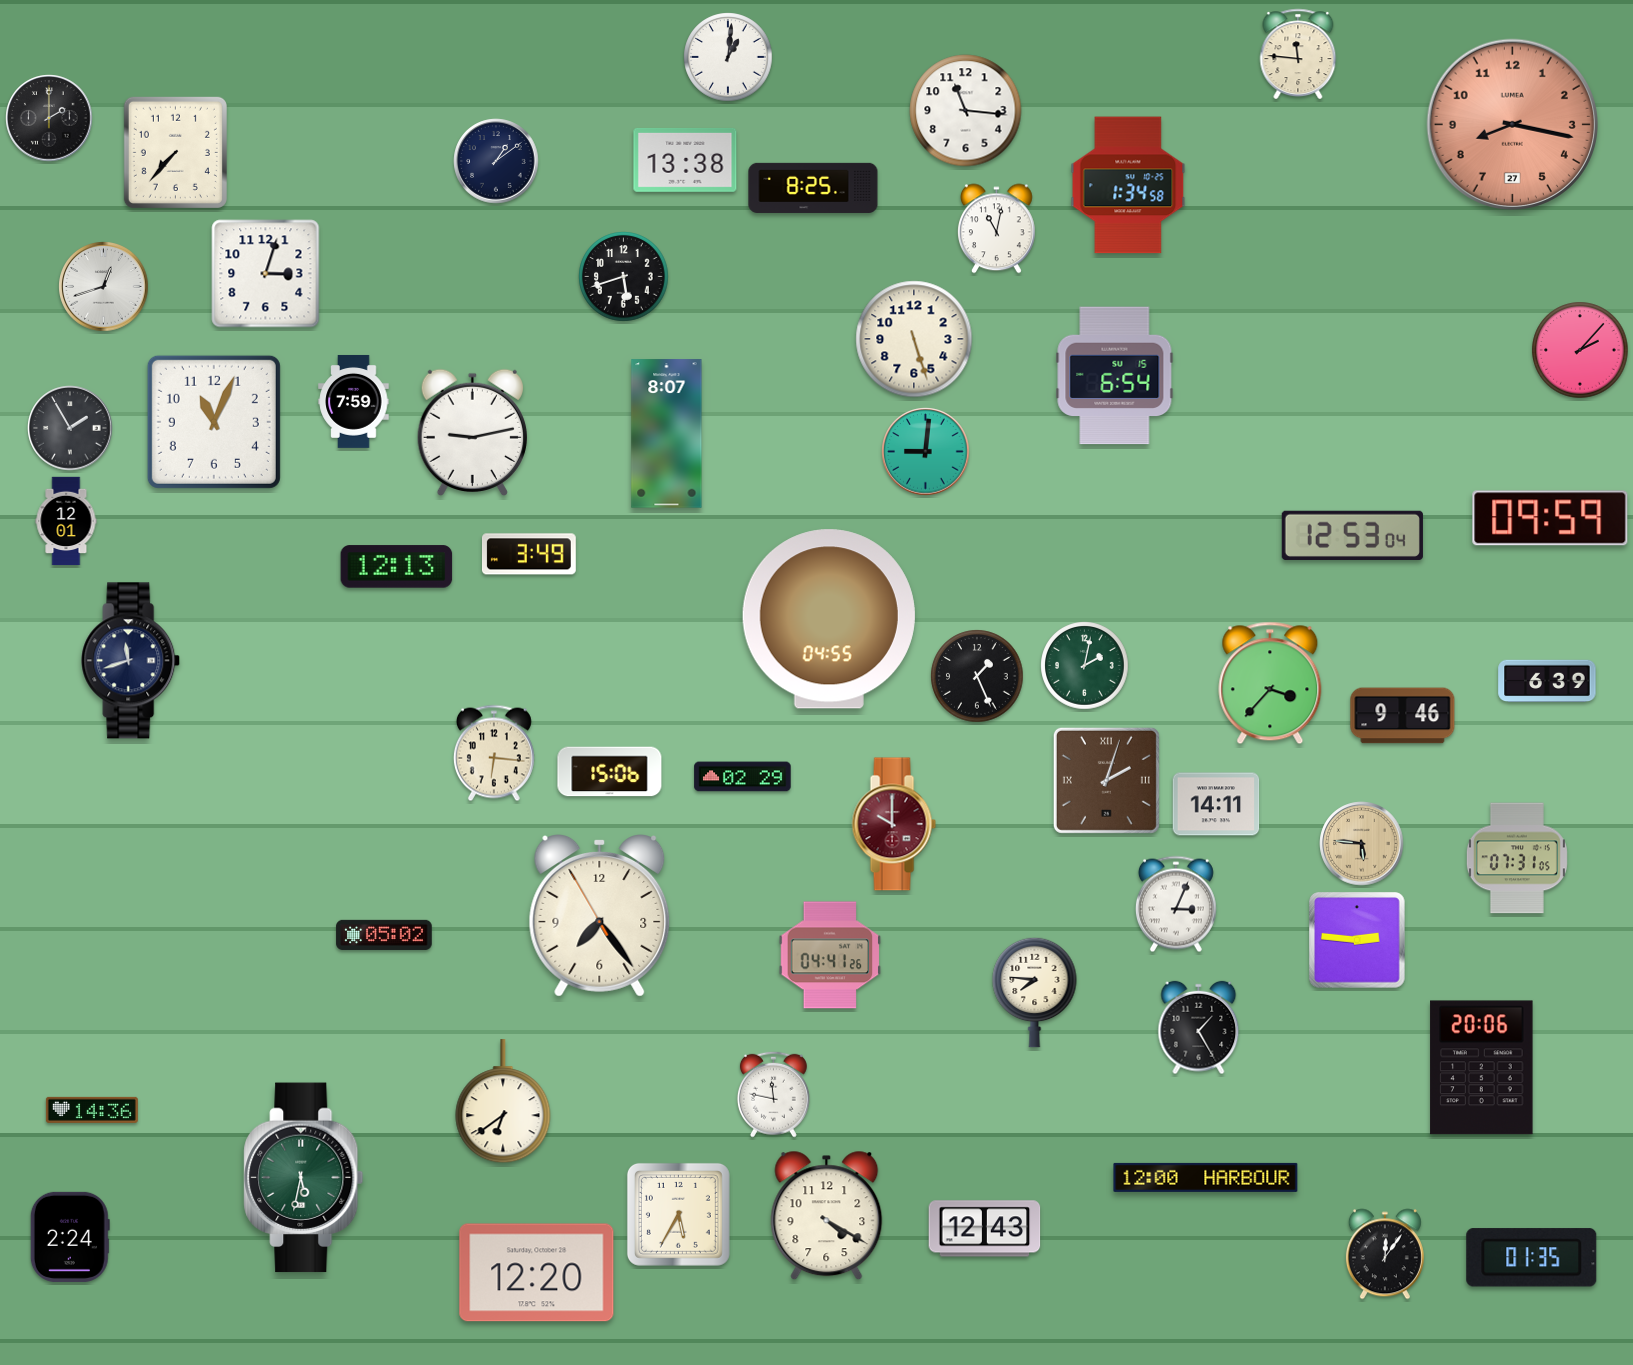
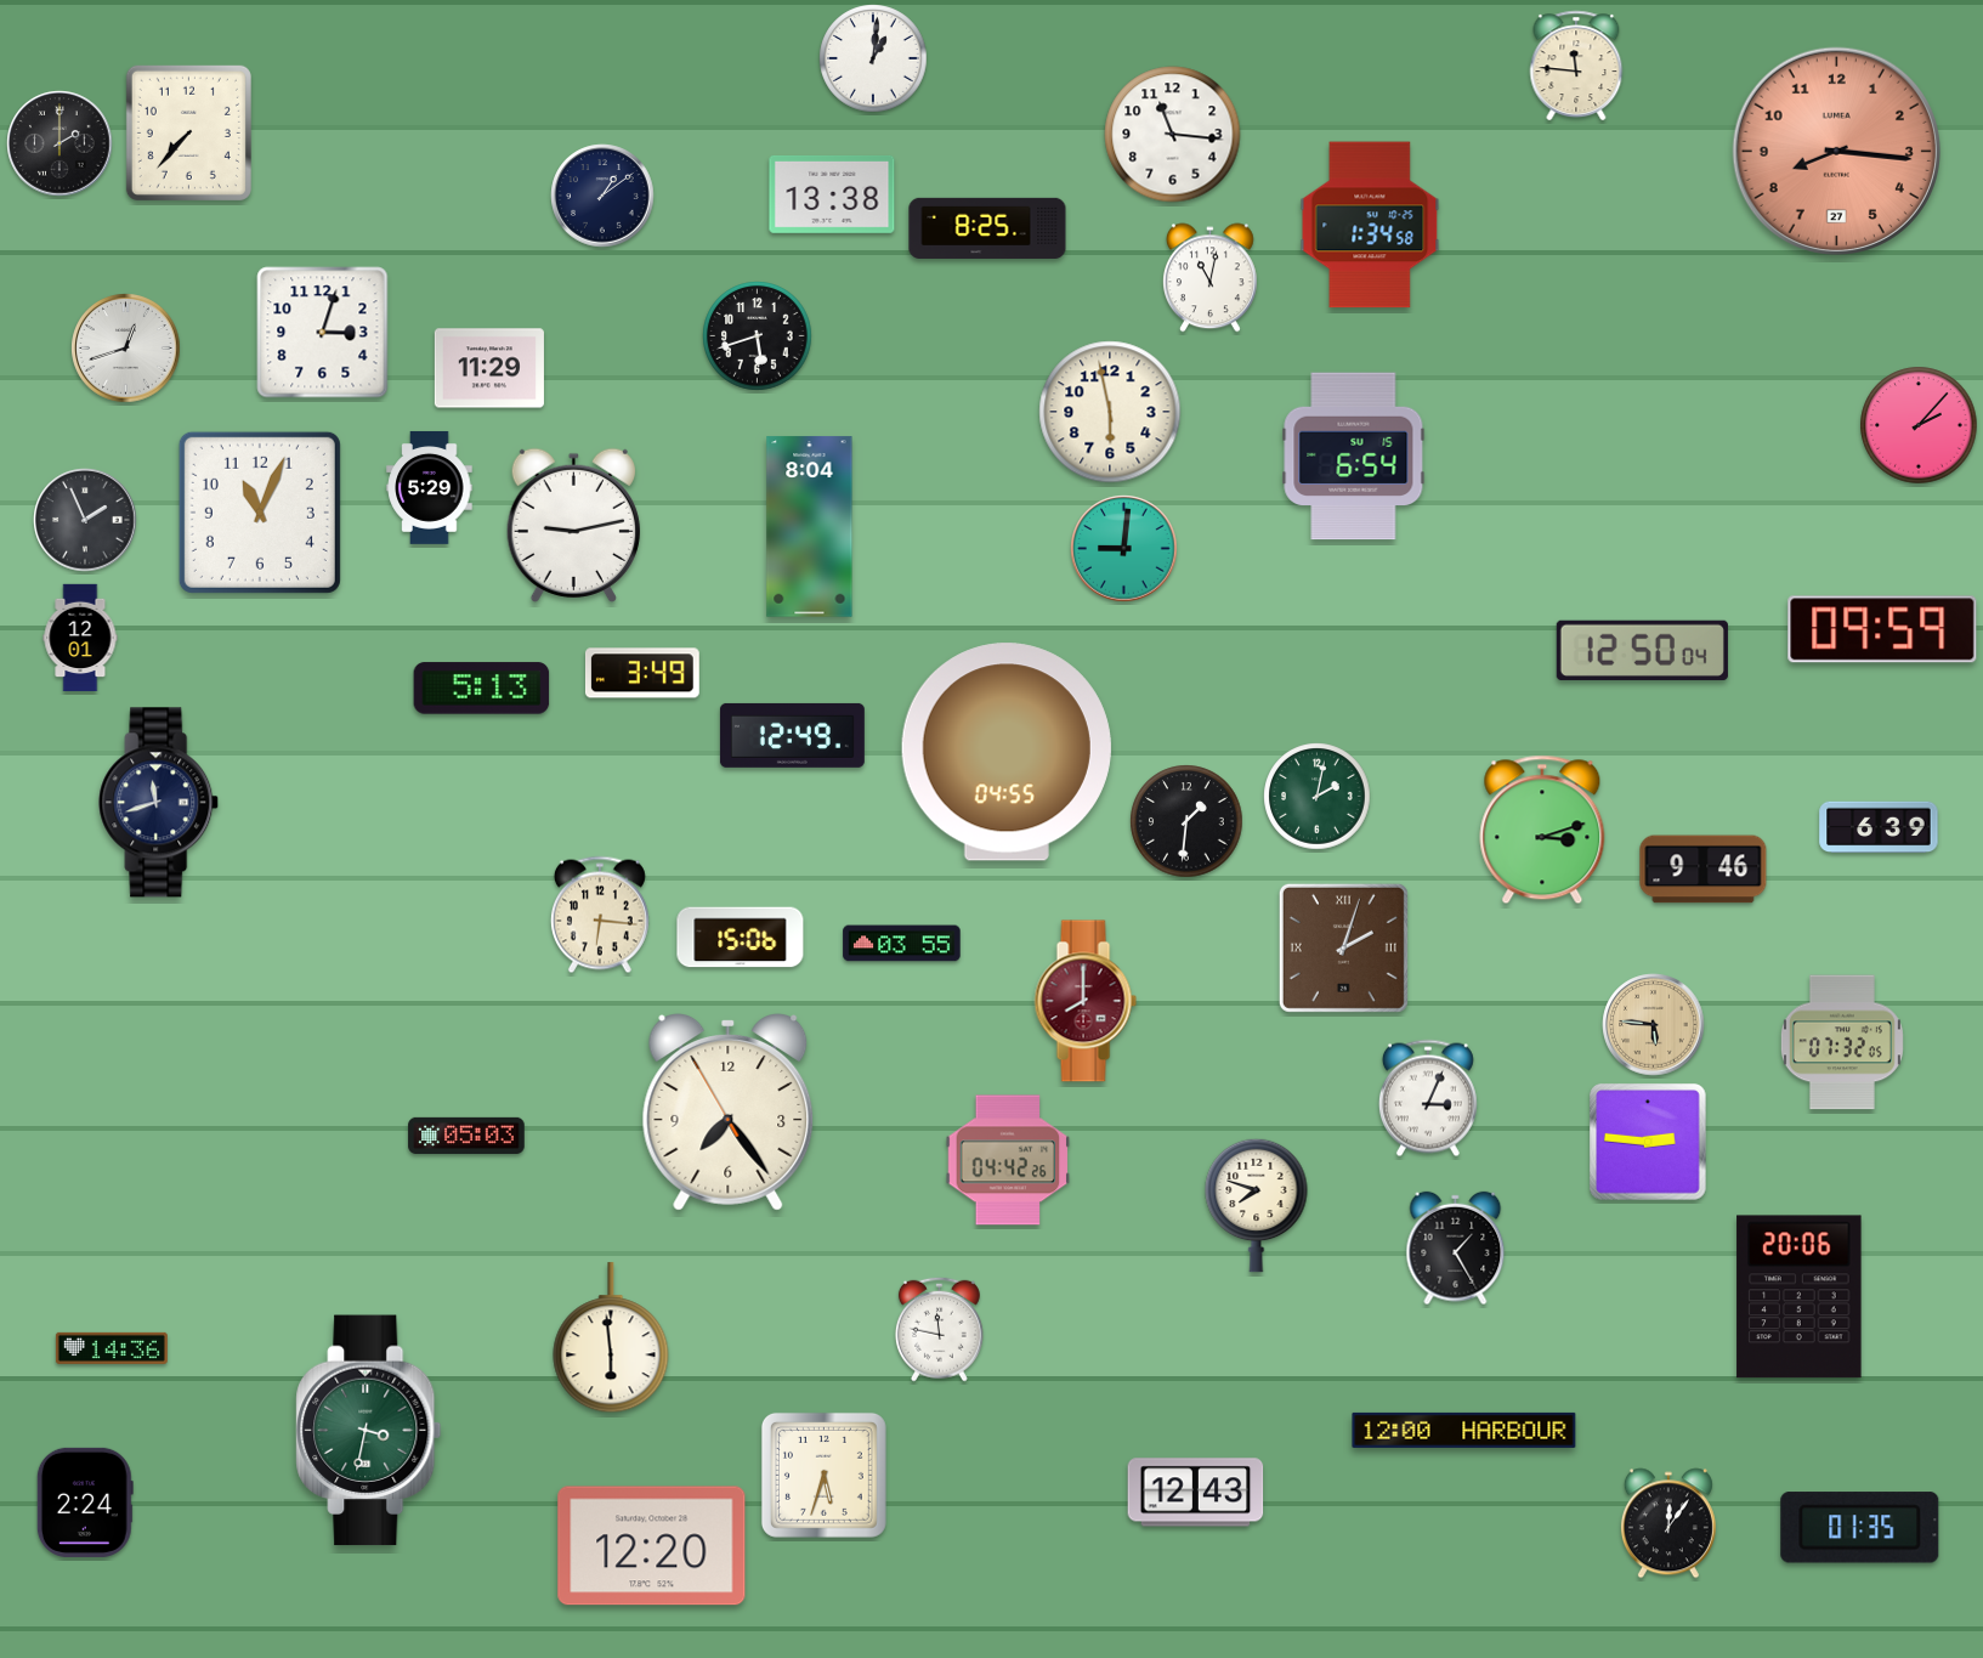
clock at (728, 57) position: (728, 57) -> (873, 58)
clock at (1512, 124): 8:17 -> 8:16
clock at (175, 152) position: (175, 152) -> (188, 132)
clock at (489, 368): none -> 11:29
clock at (914, 339): 5:27 -> 5:58
clock at (354, 401): 7:59 -> 5:29
clock at (70, 428): 1:55 -> 1:56
clock at (667, 434): 8:07 -> 8:04
clock at (66, 521) position: (66, 521) -> (80, 638)
clock at (1352, 535): 12:53 -> 12:50
clock at (397, 567): 12:13 -> 5:13
clock at (792, 735): none -> 12:49
clock at (1085, 666) position: (1085, 666) -> (1318, 797)
clock at (977, 676): 1:26 -> 1:31
clock at (1270, 683): 3:37 -> 3:12
clock at (743, 777): 02:29 -> 03:55
clock at (1216, 804): 14:11 -> none
clock at (894, 824): 10:00 -> 8:00
clock at (1517, 858): 07:31 -> 07:32
clock at (384, 935): 05:02 -> 05:03
clock at (830, 955): 04:41 -> 04:42
clock at (1035, 992): 7:46 -> 7:48
clock at (503, 1102): 6:39 -> 5:59
clock at (304, 1178): 5:32 -> 3:32
clock at (678, 1214): 5:35 -> 5:33
clock at (827, 1216): 4:20 -> none
clock at (1385, 1254) position: (1385, 1254) -> (1668, 1523)
